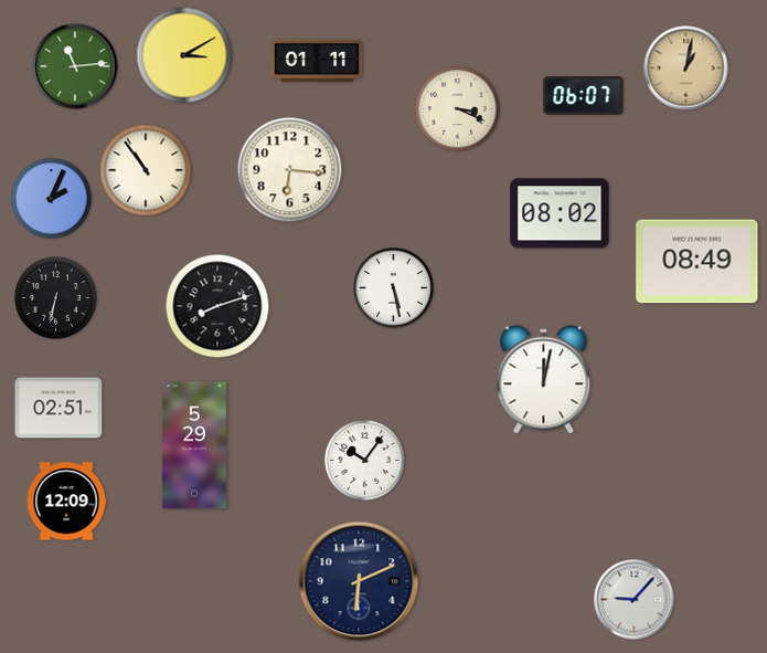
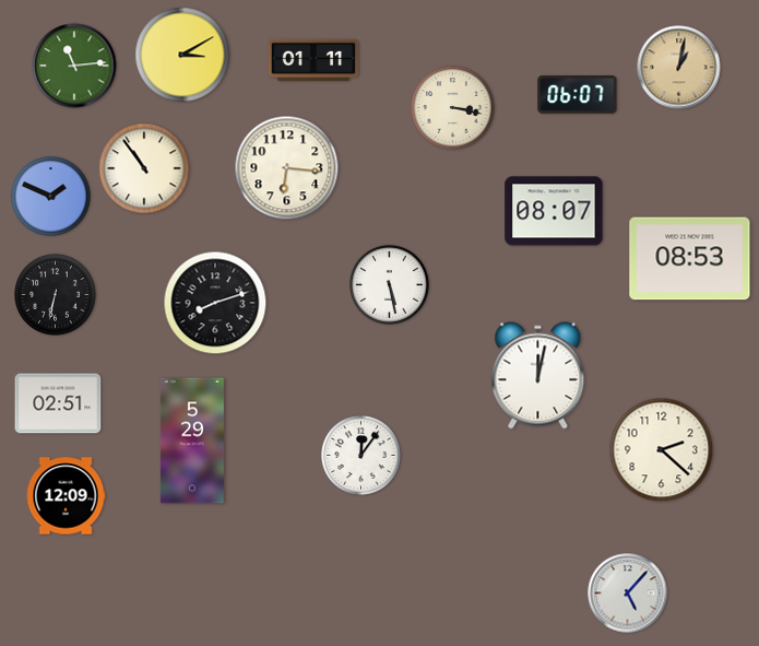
clock at (458, 109): 3:19 -> 3:17
clock at (52, 199): 2:04 -> 1:49
clock at (560, 213): 08:02 -> 08:07
clock at (697, 262): 08:49 -> 08:53
clock at (662, 450): none -> 2:22
clock at (365, 461): 10:06 -> 12:06
clock at (359, 581): 6:11 -> none
clock at (635, 600): 9:07 -> 5:07
